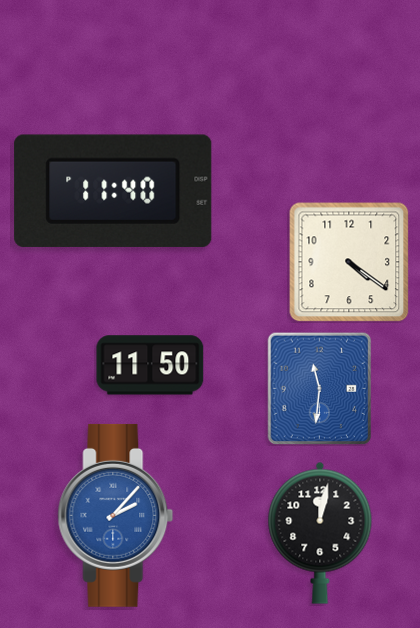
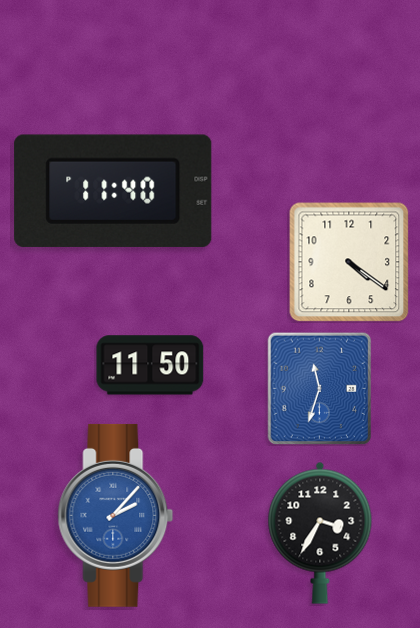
clock at (320, 388): 11:31 -> 11:33
clock at (320, 533): 12:02 -> 3:35
